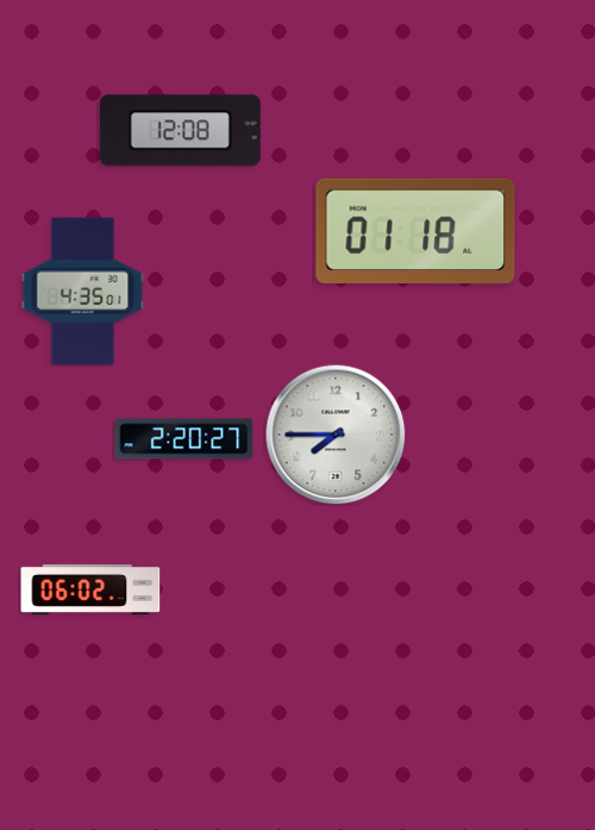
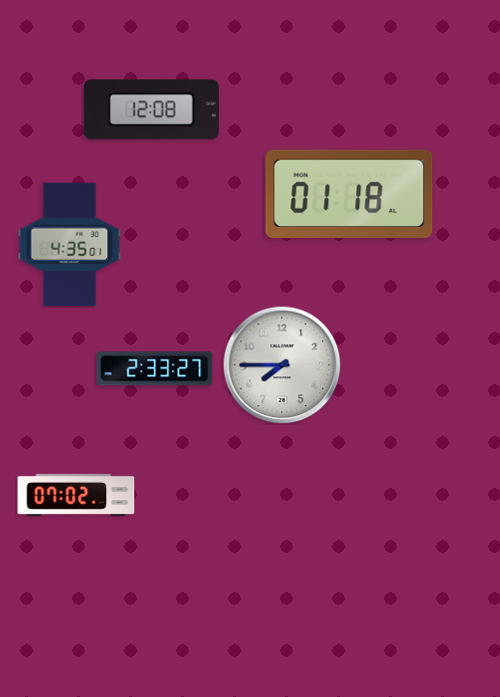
clock at (184, 439): 2:20 -> 2:33
clock at (90, 589): 06:02 -> 07:02
